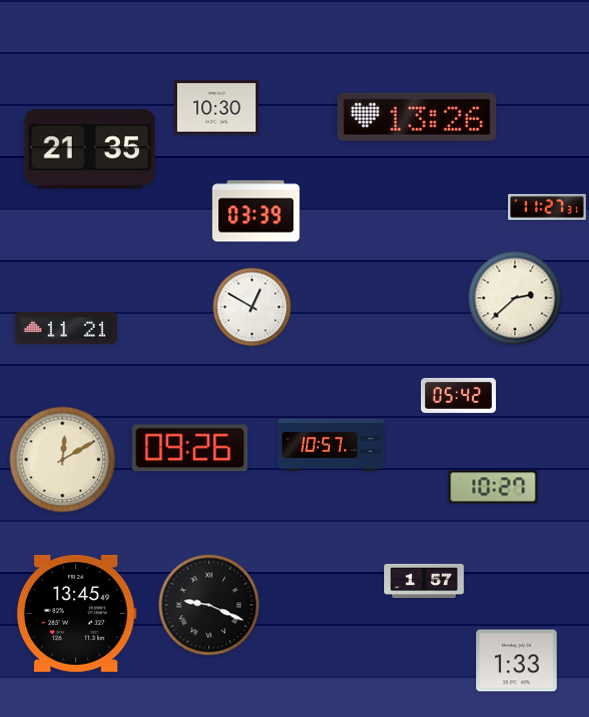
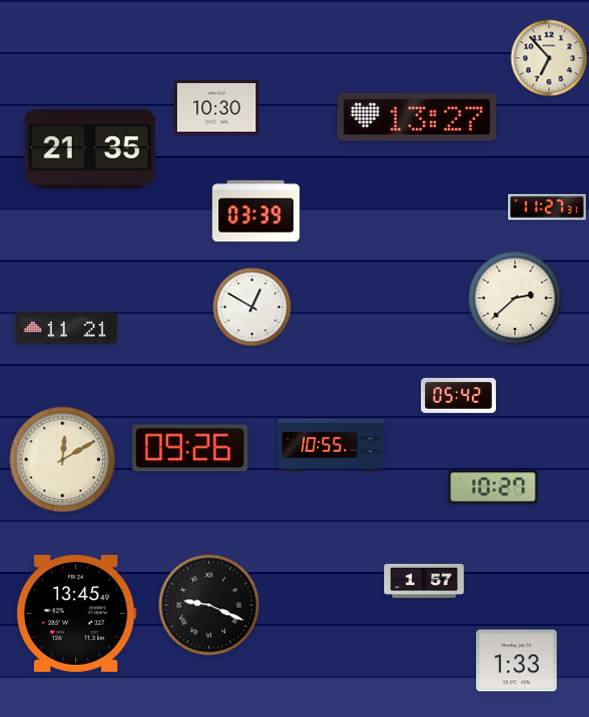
clock at (549, 58): none -> 6:53
clock at (417, 117): 13:26 -> 13:27
clock at (331, 445): 10:57 -> 10:55
